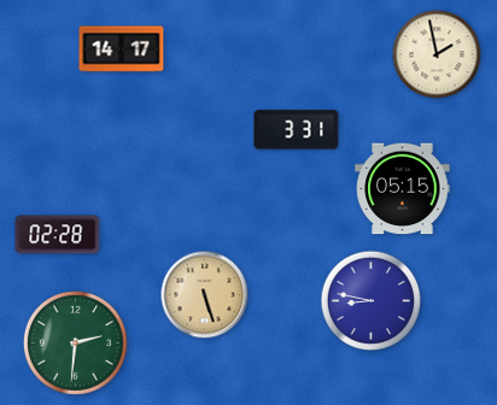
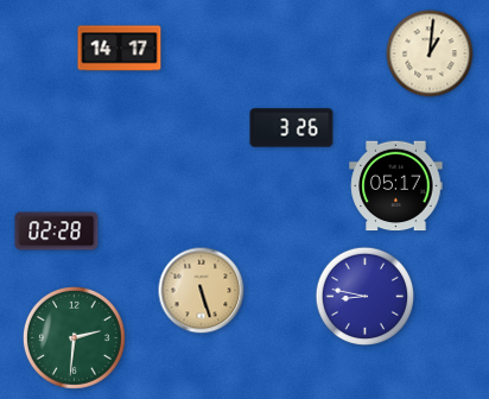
clock at (437, 54): 1:58 -> 1:01
clock at (297, 130): 3:31 -> 3:26
clock at (403, 189): 05:15 -> 05:17
